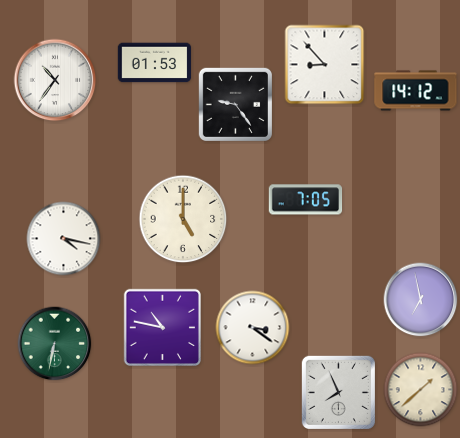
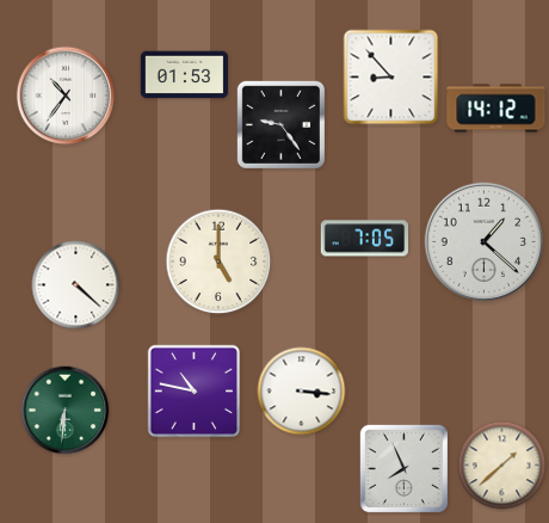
clock at (325, 65) position: (325, 65) -> (391, 78)
clock at (485, 242): none -> 1:22
clock at (64, 239): 4:17 -> 4:22
clock at (421, 300): 6:58 -> none
clock at (253, 328): 3:21 -> 3:16
clock at (55, 344): 6:32 -> 6:31
